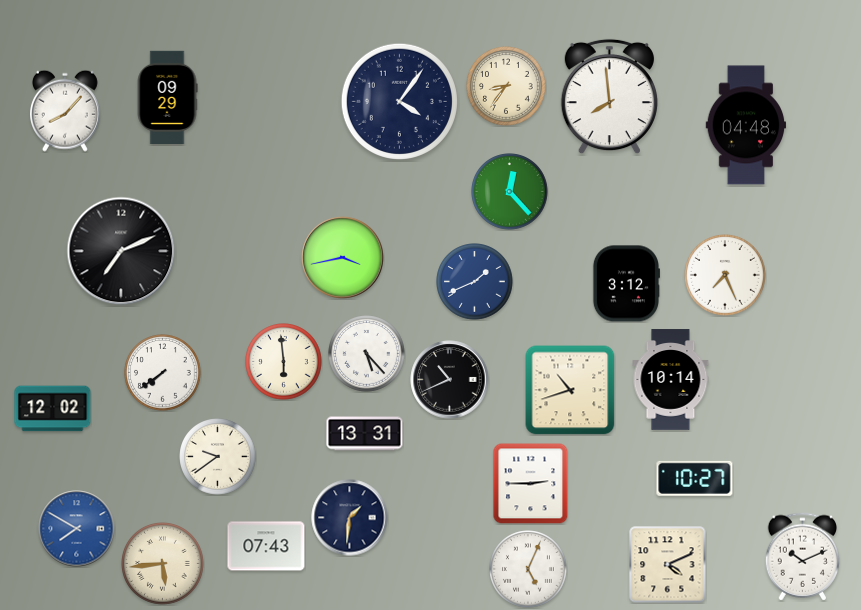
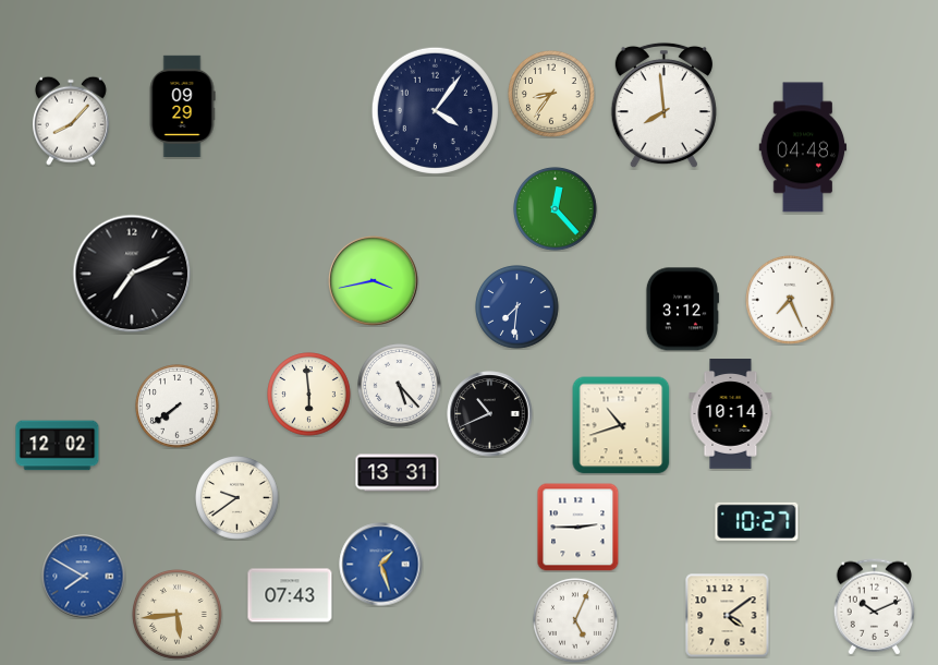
clock at (746, 125) position: (746, 125) -> (803, 147)
clock at (475, 282): 1:41 -> 7:31
clock at (350, 518): 1:31 -> 1:27
clock at (350, 518) dial: navy -> blue
clock at (668, 565): 4:11 -> 4:09
